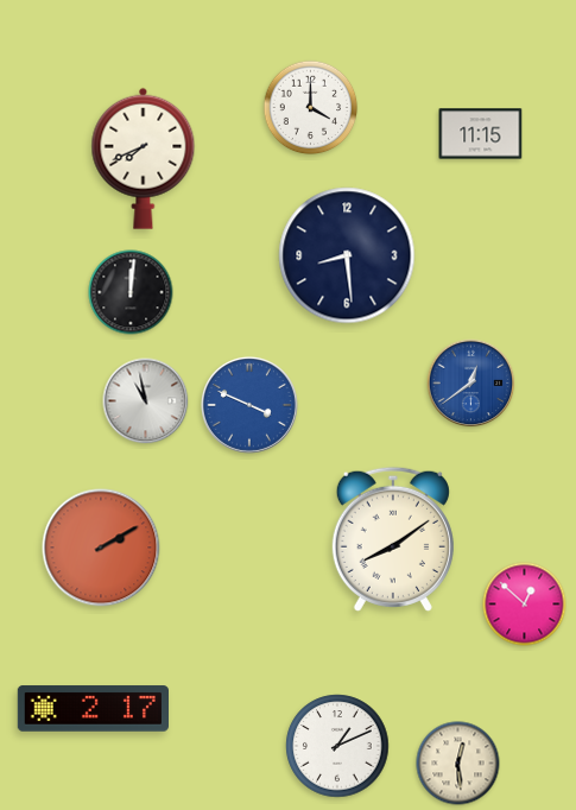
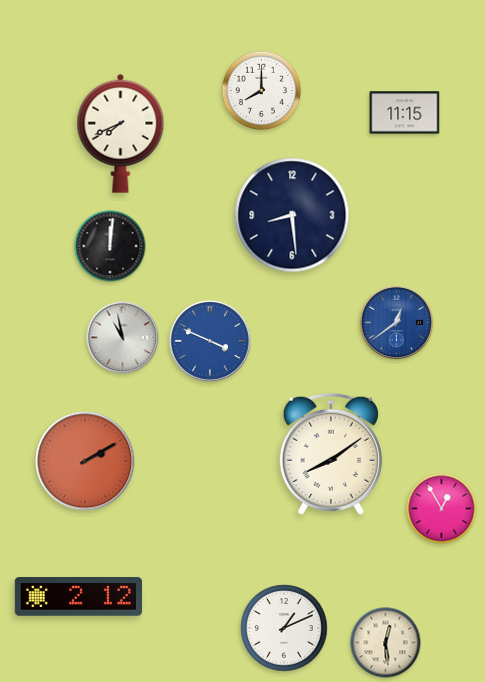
clock at (311, 108): 4:00 -> 8:00
clock at (525, 605): 12:52 -> 12:55
clock at (93, 709): 2:17 -> 2:12
